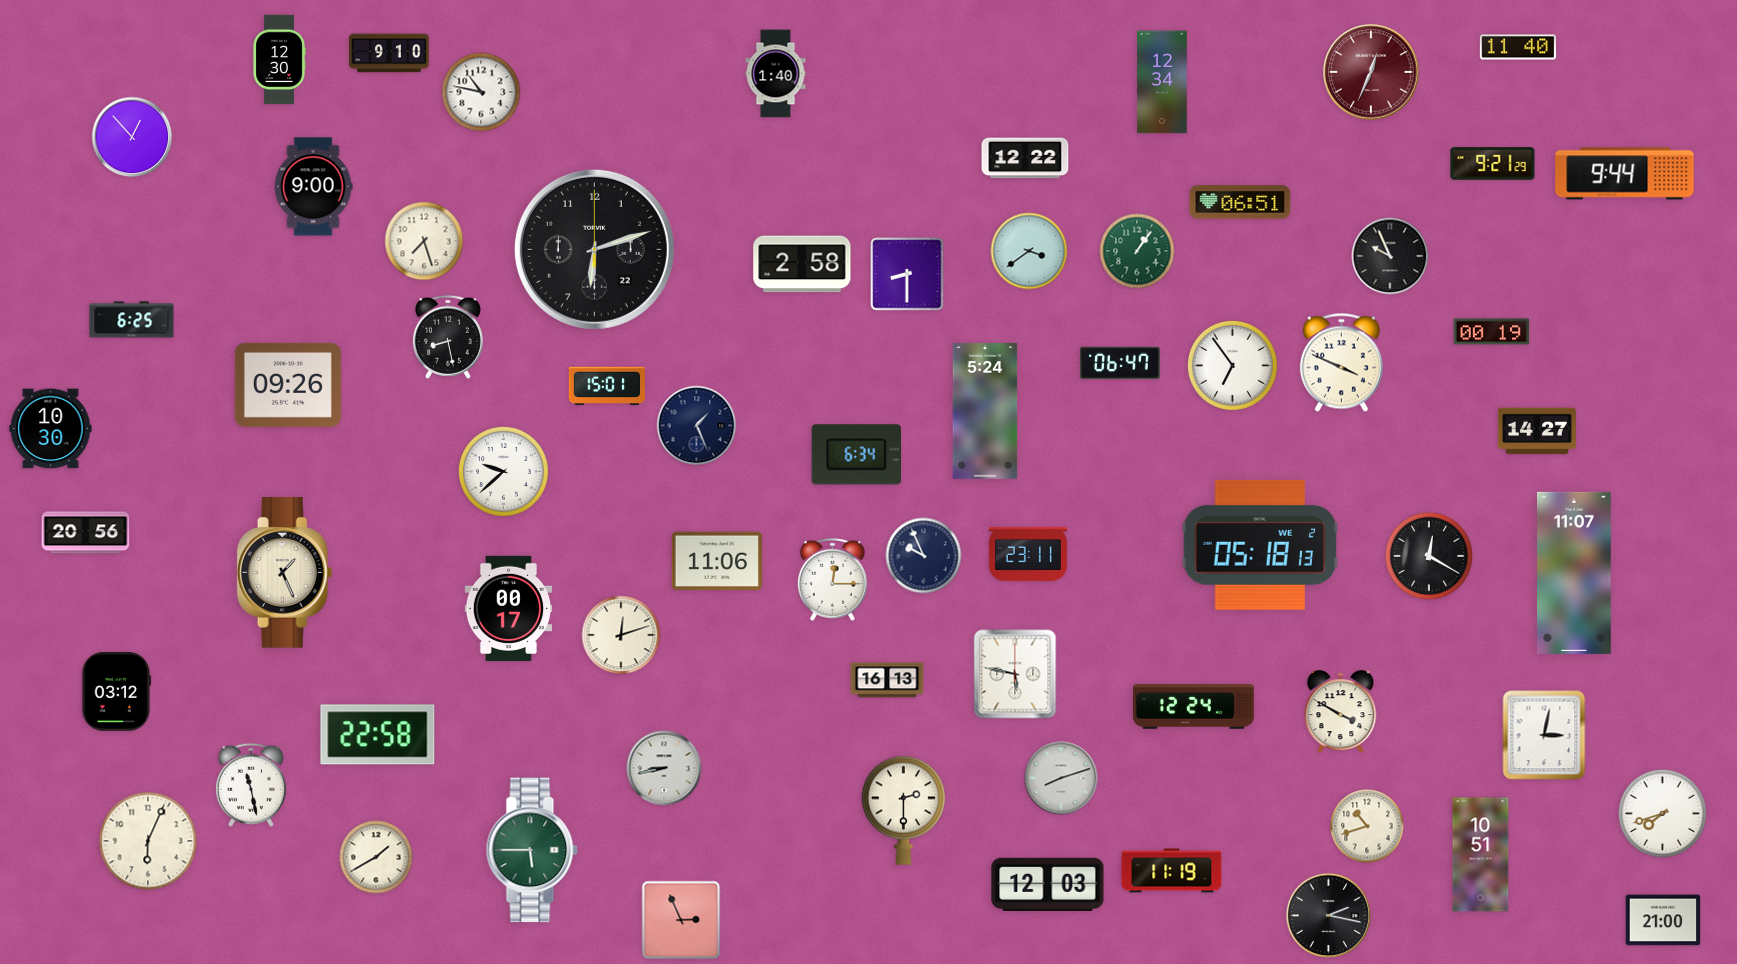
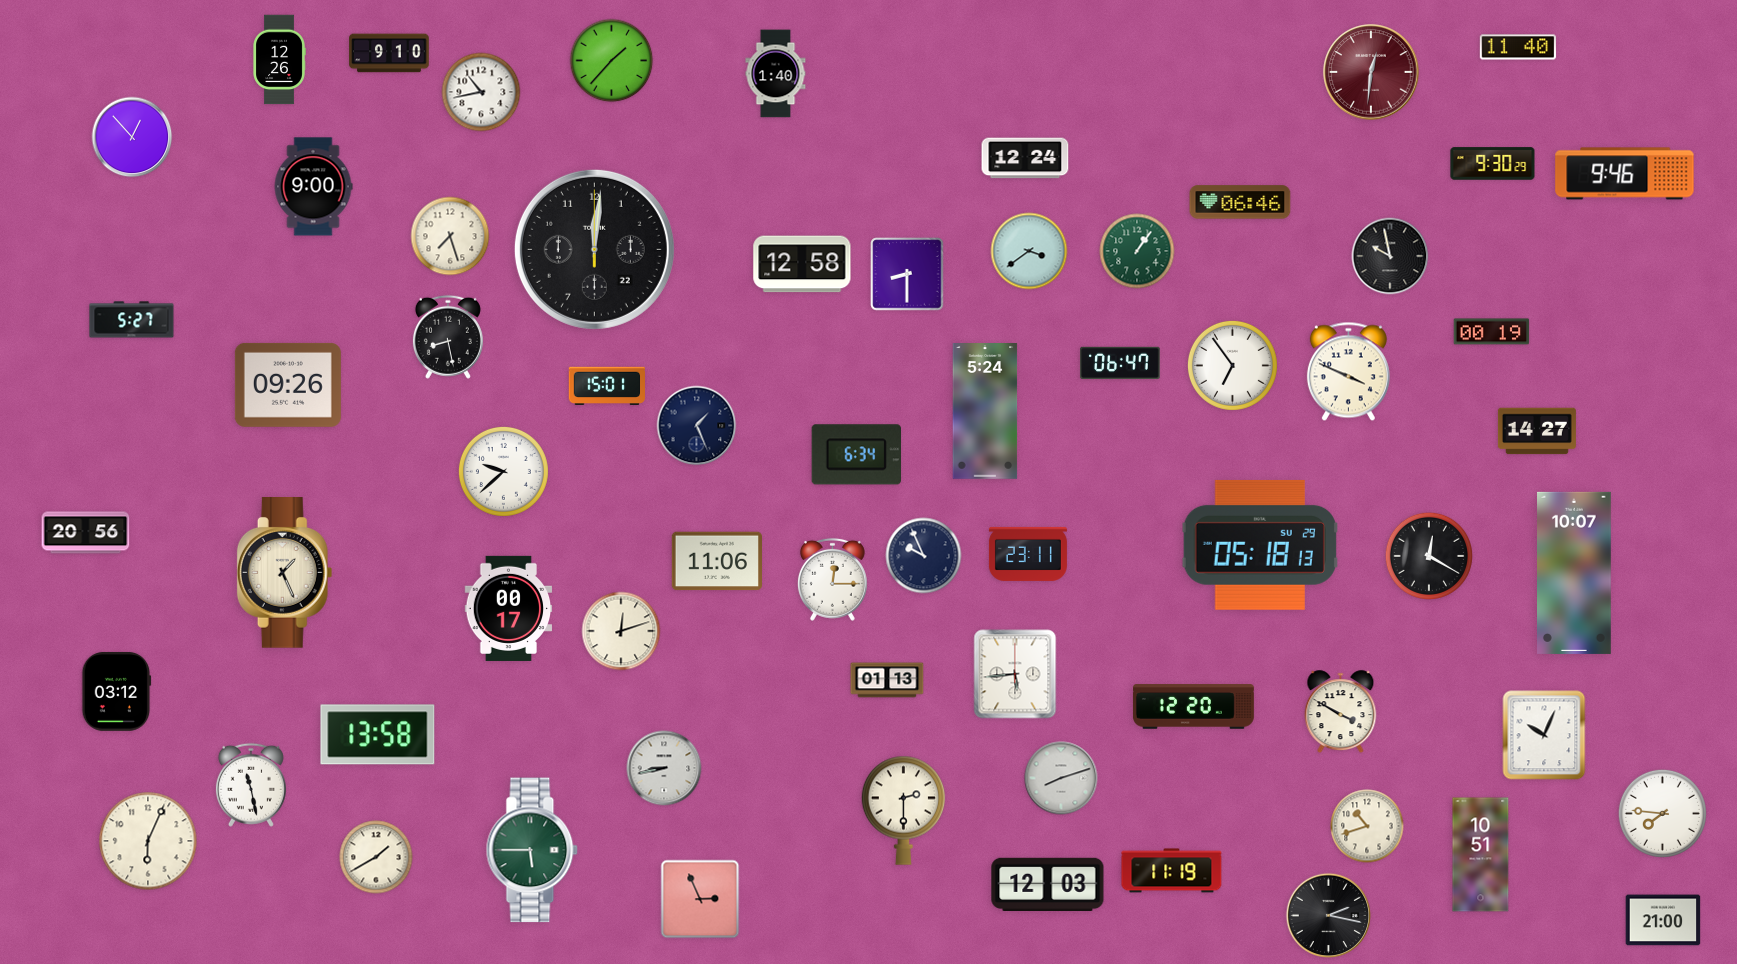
clock at (279, 60): 12:30 -> 12:26
clock at (612, 61): none -> 1:37
clock at (1371, 72): 12:34 -> 12:31
clock at (1162, 82): 12:34 -> none
clock at (481, 92): 10:47 -> 10:43
clock at (1025, 158): 12:22 -> 12:24
clock at (1493, 164): 9:21 -> 9:30
clock at (1625, 174): 9:44 -> 9:46
clock at (1240, 202): 06:51 -> 06:46
clock at (424, 241) position: (424, 241) -> (450, 236)
clock at (594, 249): 6:12 -> 12:01
clock at (1390, 256): 9:56 -> 9:58
clock at (802, 264): 2:58 -> 12:58
clock at (132, 320): 6:25 -> 5:27
clock at (1341, 363) position: (1341, 363) -> (1348, 372)
clock at (51, 429): 10:30 -> none
clock at (1260, 545) date: WE 2 -> SU 29
clock at (1575, 573): 11:07 -> 10:07
clock at (621, 635) position: (621, 635) -> (621, 631)
clock at (1015, 674): 5:47 -> 5:44
clock at (887, 680): 16:13 -> 01:13
clock at (1193, 707): 12:24 -> 12:20
clock at (378, 735): 22:58 -> 13:58
clock at (1544, 735): 3:02 -> 10:04
clock at (1662, 813): 7:42 -> 7:46
clock at (681, 920) position: (681, 920) -> (700, 899)
